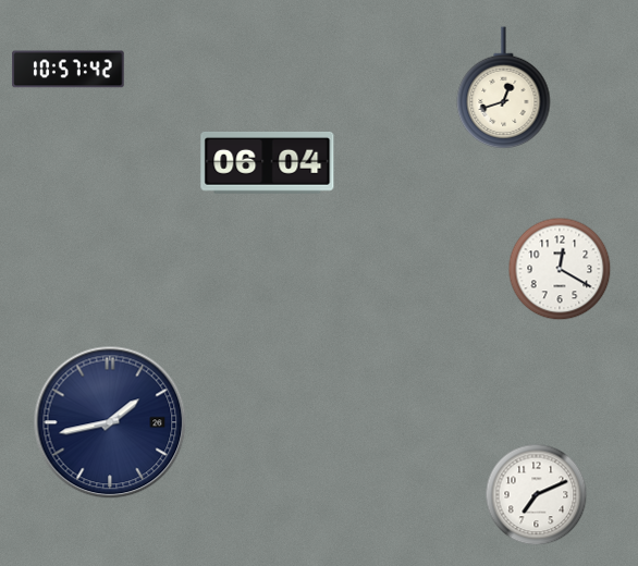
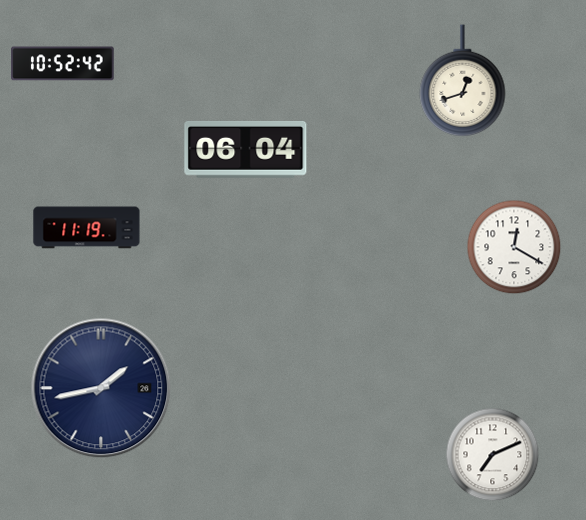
clock at (69, 70): 10:57 -> 10:52
clock at (87, 228): none -> 11:19
